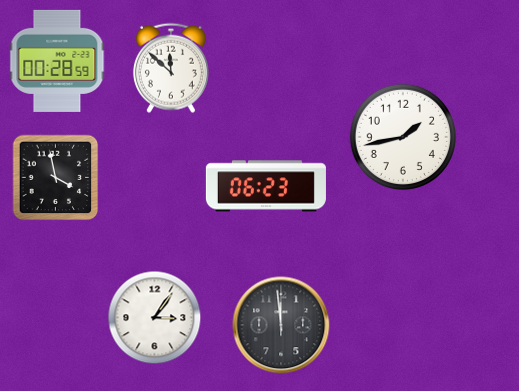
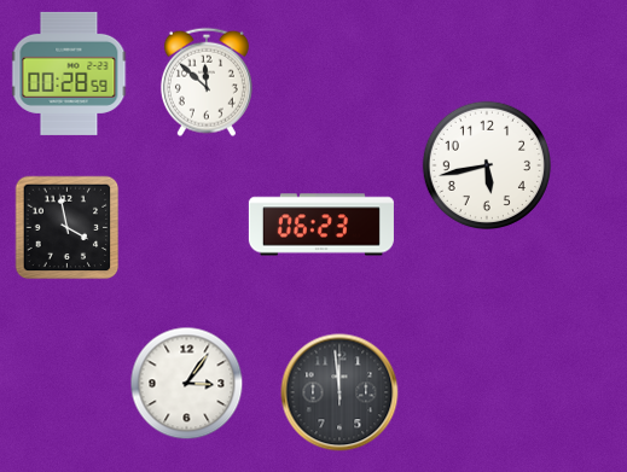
clock at (402, 136): 1:43 -> 5:43
clock at (56, 178) position: (56, 178) -> (68, 228)
